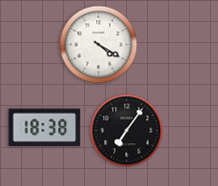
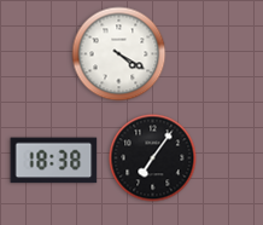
clock at (45, 128) position: (45, 128) -> (54, 161)
